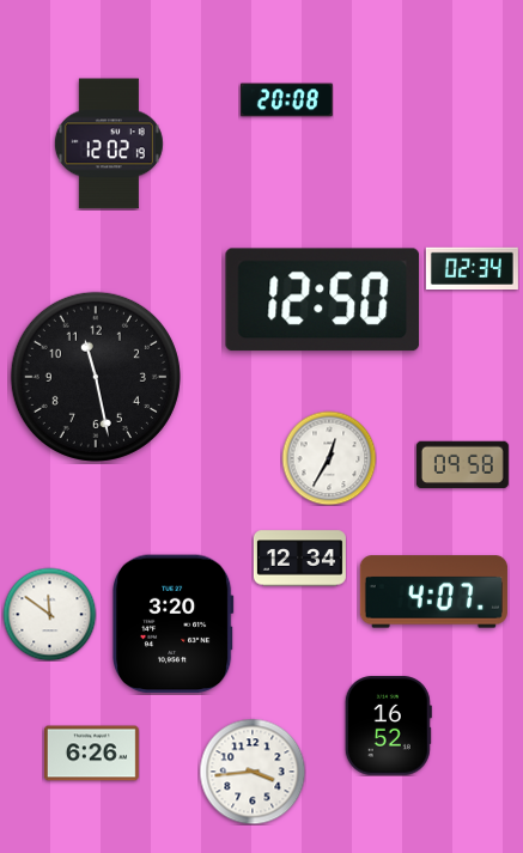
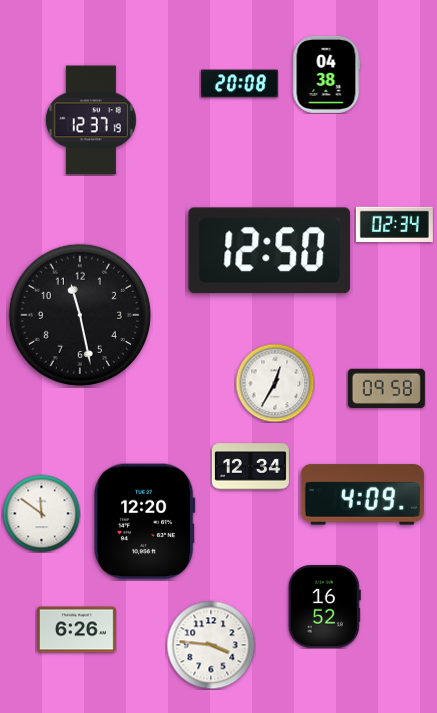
clock at (326, 74): none -> 04:38
clock at (109, 144): 12:02 -> 12:37
clock at (433, 592): 4:07 -> 4:09
clock at (174, 624): 3:20 -> 12:20
clock at (253, 772): 3:44 -> 3:46
